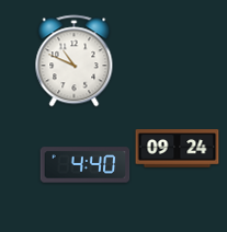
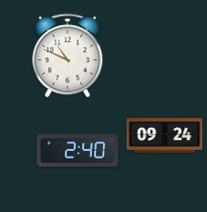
clock at (178, 149) position: (178, 149) -> (165, 136)
clock at (86, 165): 4:40 -> 2:40
